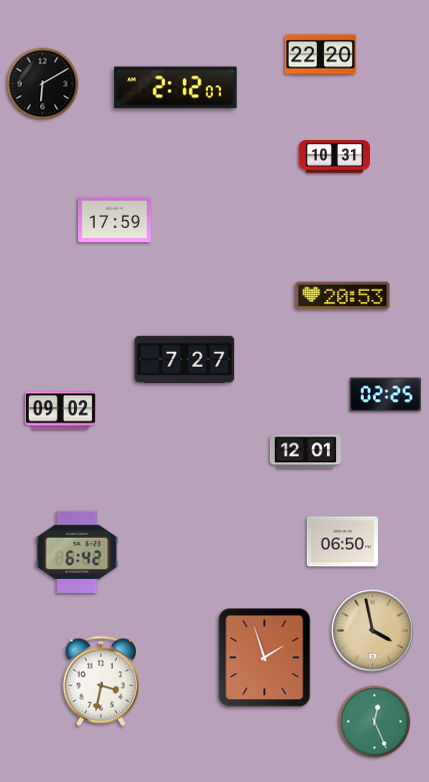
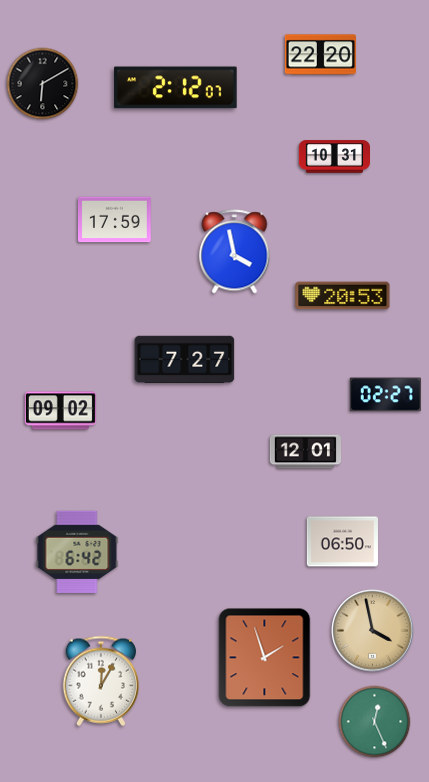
clock at (235, 252): none -> 3:58
clock at (385, 395): 02:25 -> 02:27
clock at (100, 681): 3:32 -> 12:05
